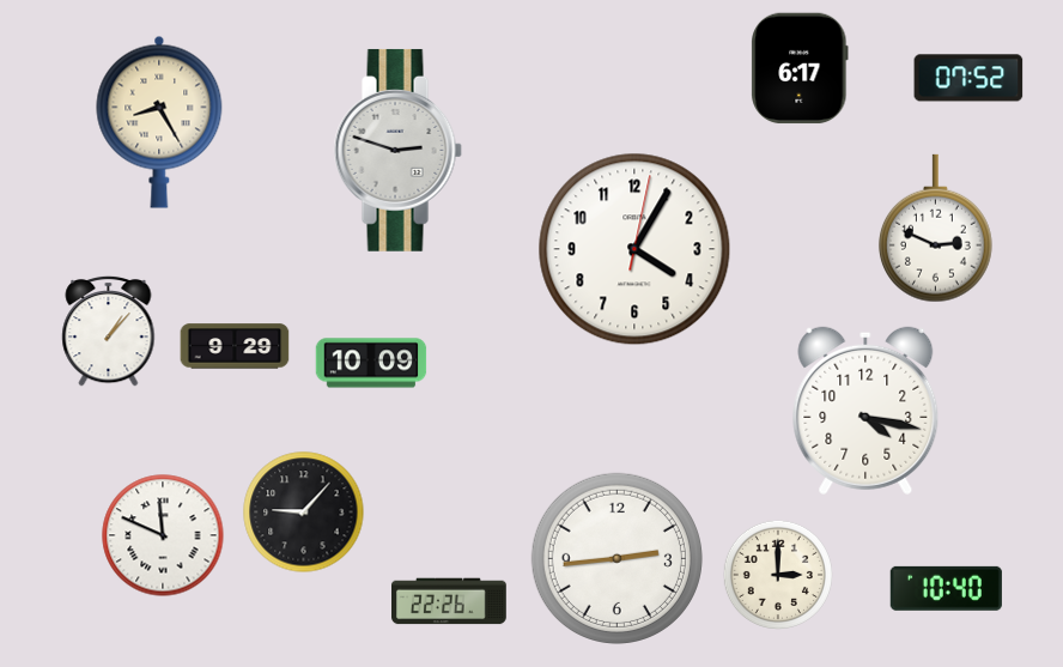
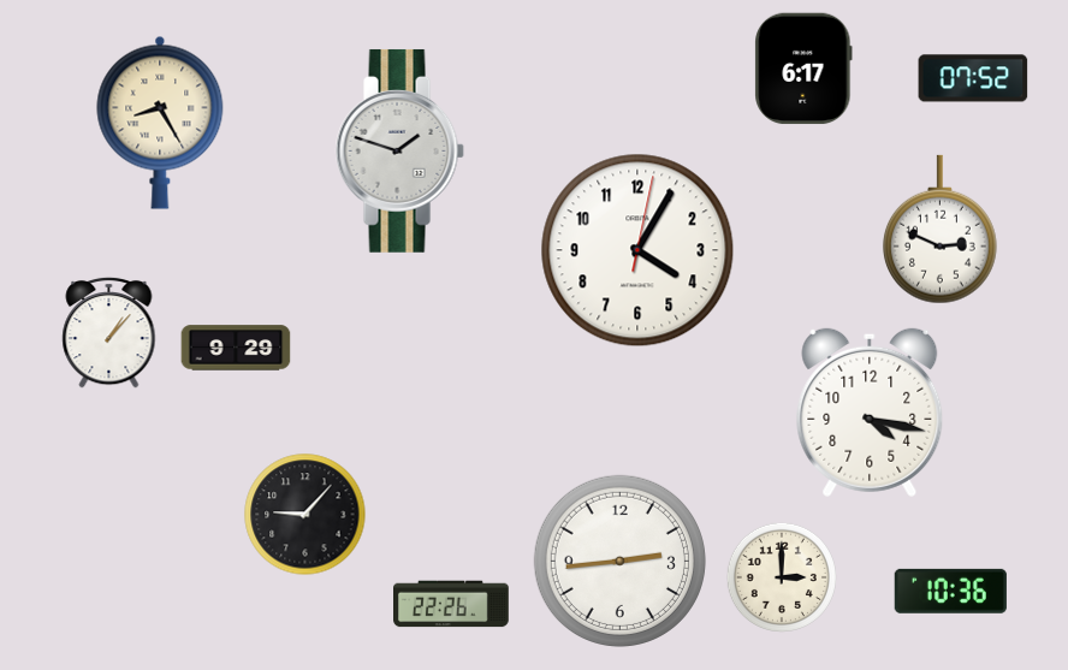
clock at (397, 150): 2:48 -> 1:48
clock at (371, 363): 10:09 -> none
clock at (163, 535): 11:49 -> none
clock at (946, 588): 10:40 -> 10:36
